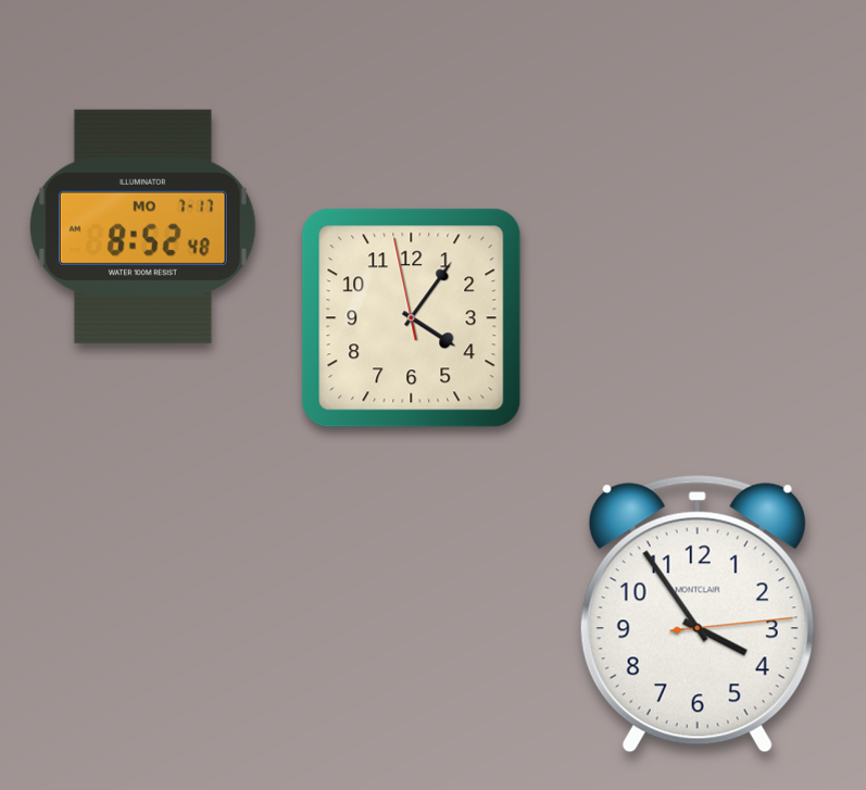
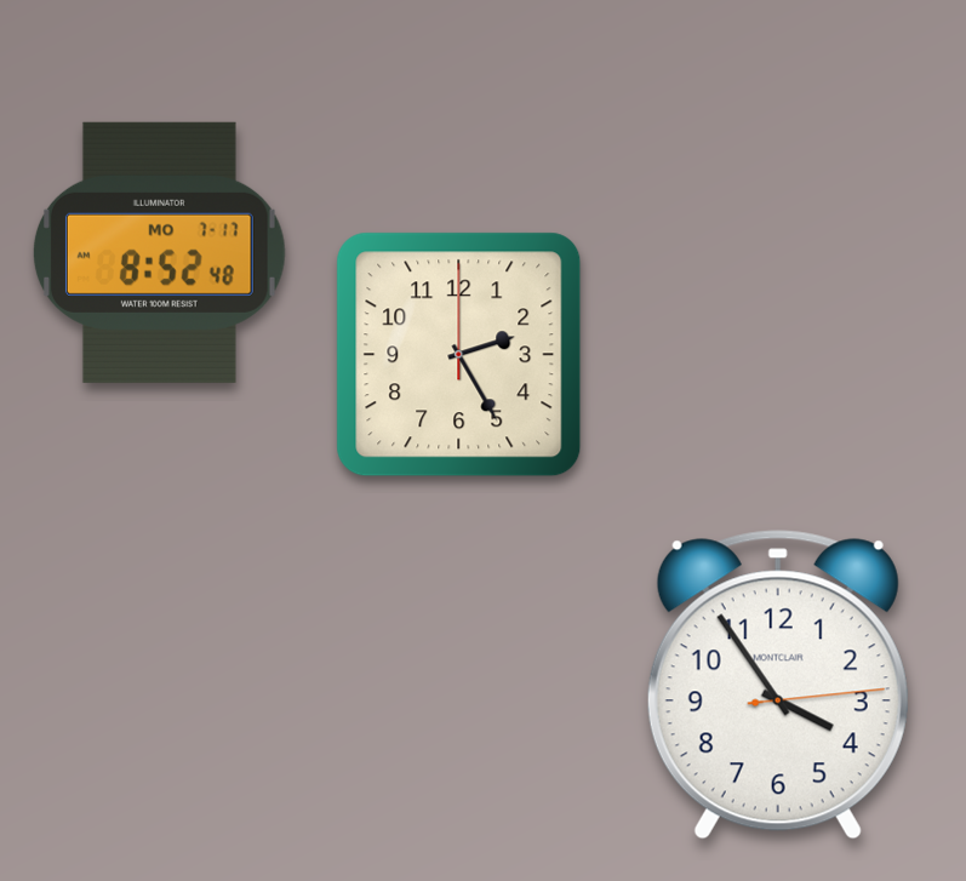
clock at (412, 318): 4:05 -> 2:25
